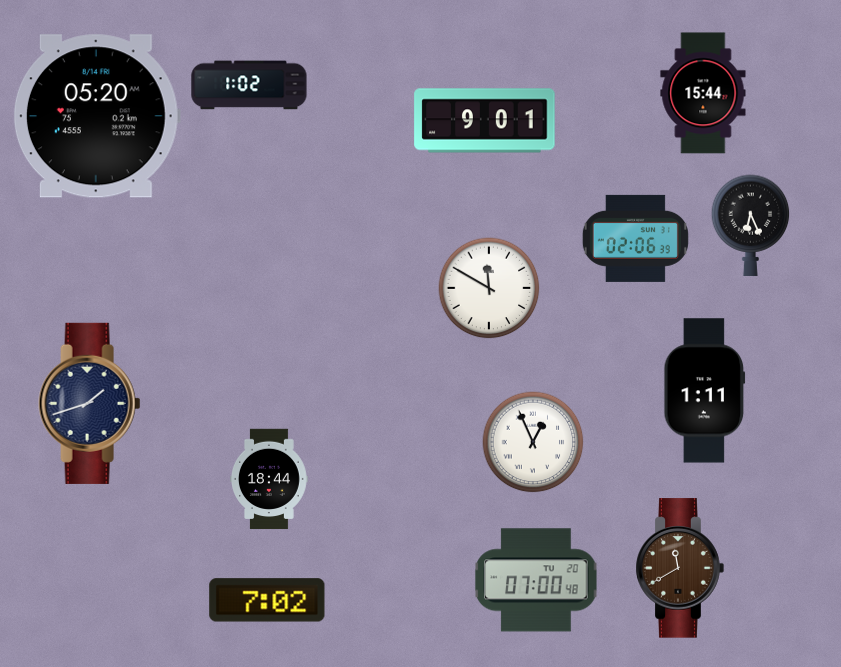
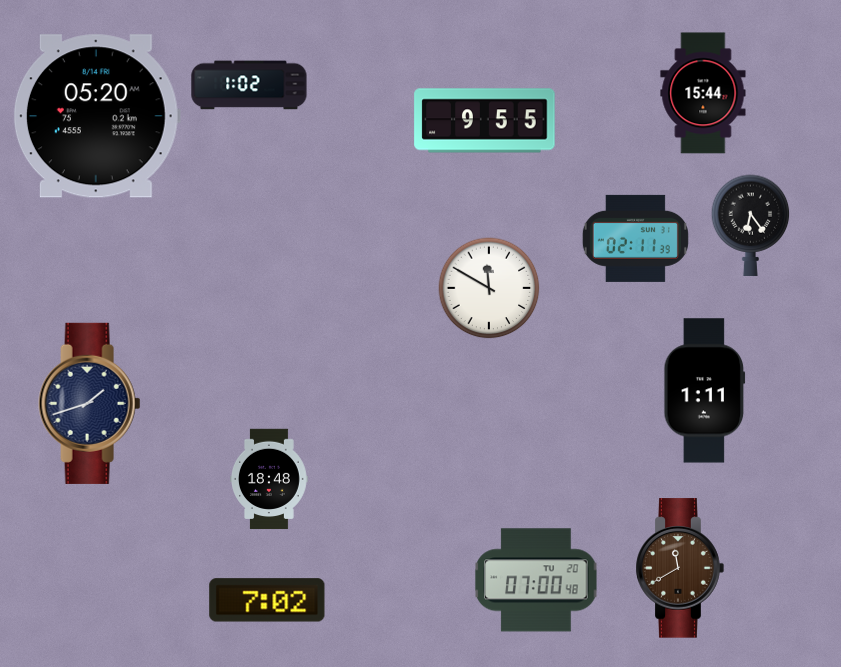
clock at (485, 121): 9:01 -> 9:55
clock at (751, 225): 6:26 -> 6:24
clock at (635, 238): 02:06 -> 02:11
clock at (533, 442): 12:56 -> none
clock at (269, 479): 18:44 -> 18:48
